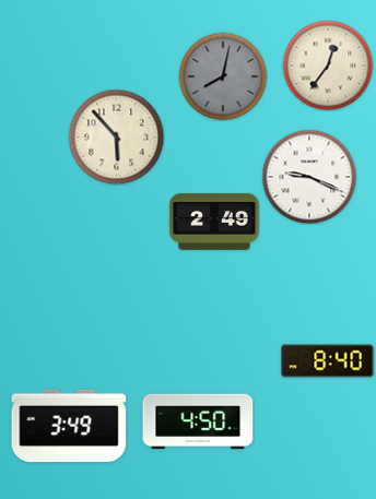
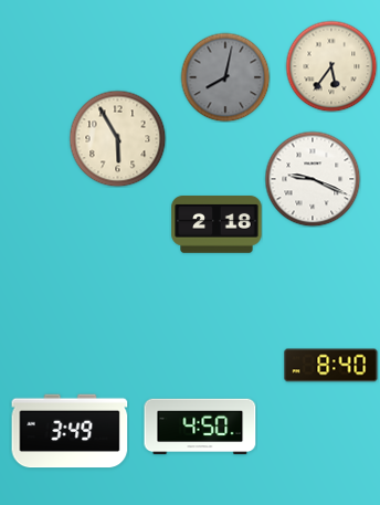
clock at (328, 66): 12:36 -> 5:36
clock at (116, 136): 5:53 -> 5:55
clock at (214, 222): 2:49 -> 2:18
